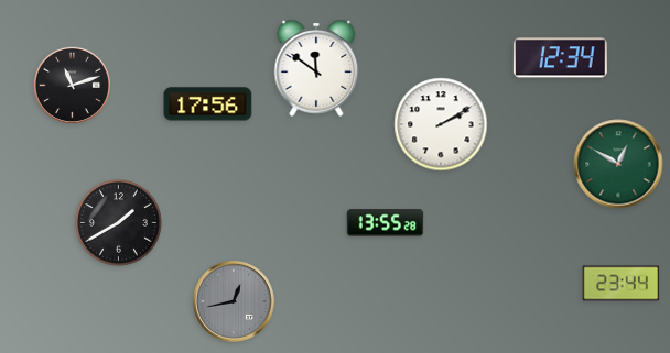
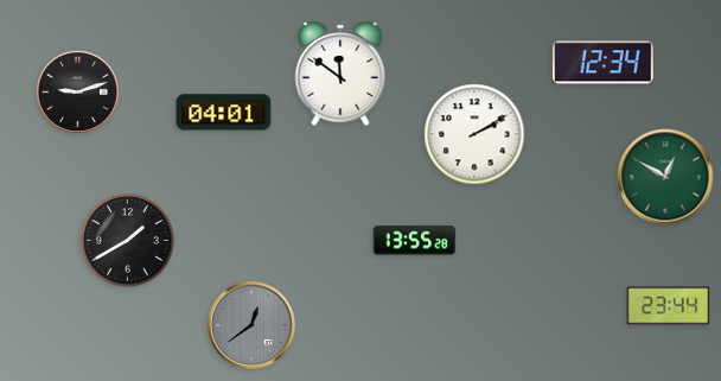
clock at (73, 86): 11:12 -> 9:12
clock at (208, 104): 17:56 -> 04:01
clock at (234, 301): 12:43 -> 12:39
